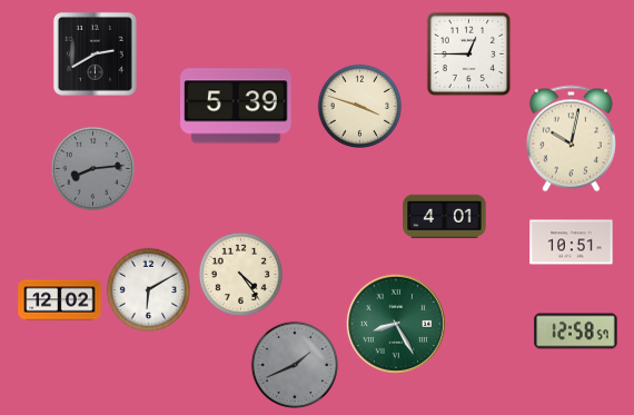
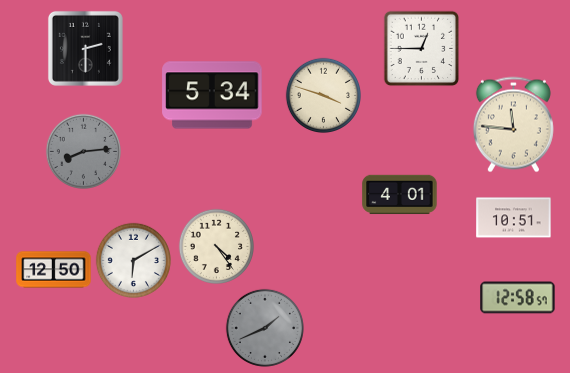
clock at (95, 53): 2:40 -> 2:30
clock at (236, 106): 5:39 -> 5:34
clock at (571, 139): 10:02 -> 11:46
clock at (60, 300): 12:02 -> 12:50
clock at (396, 324): 8:25 -> none
